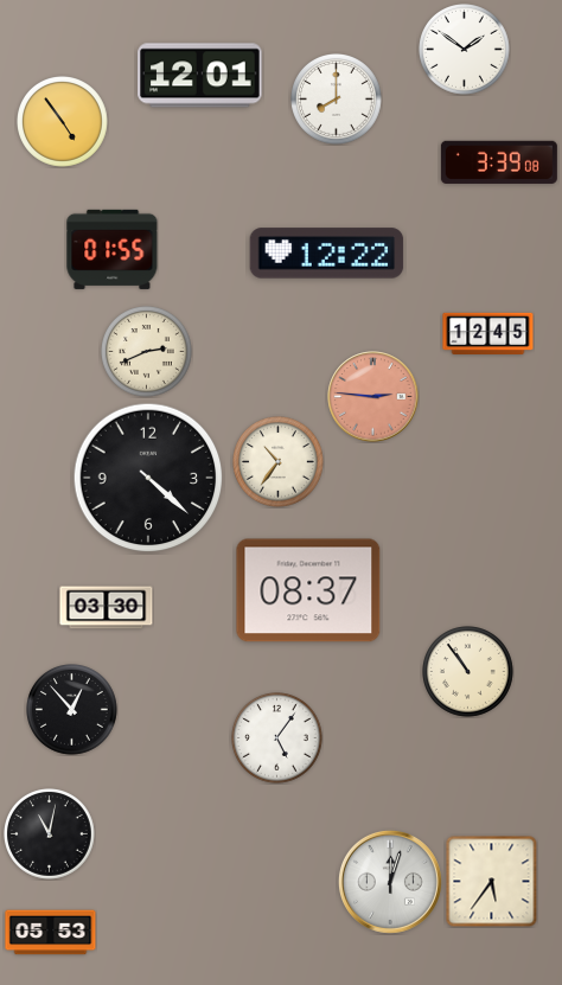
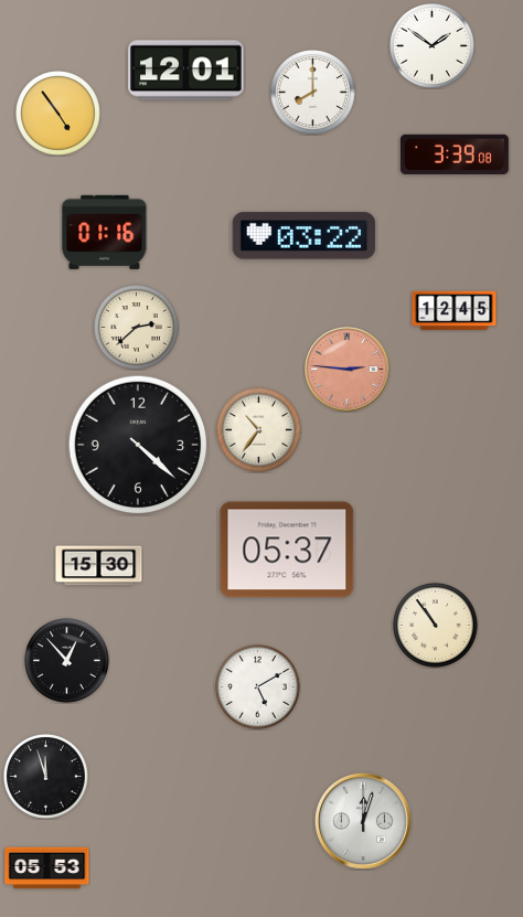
clock at (499, 162) position: (499, 162) -> (455, 154)
clock at (113, 249): 01:55 -> 01:16
clock at (327, 254): 12:22 -> 03:22
clock at (147, 352): 2:41 -> 2:38
clock at (308, 590): 08:37 -> 05:37
clock at (107, 608): 03:30 -> 15:30
clock at (277, 738): 5:06 -> 5:10
clock at (50, 834): 11:02 -> 11:57
clock at (491, 881): 5:36 -> none
